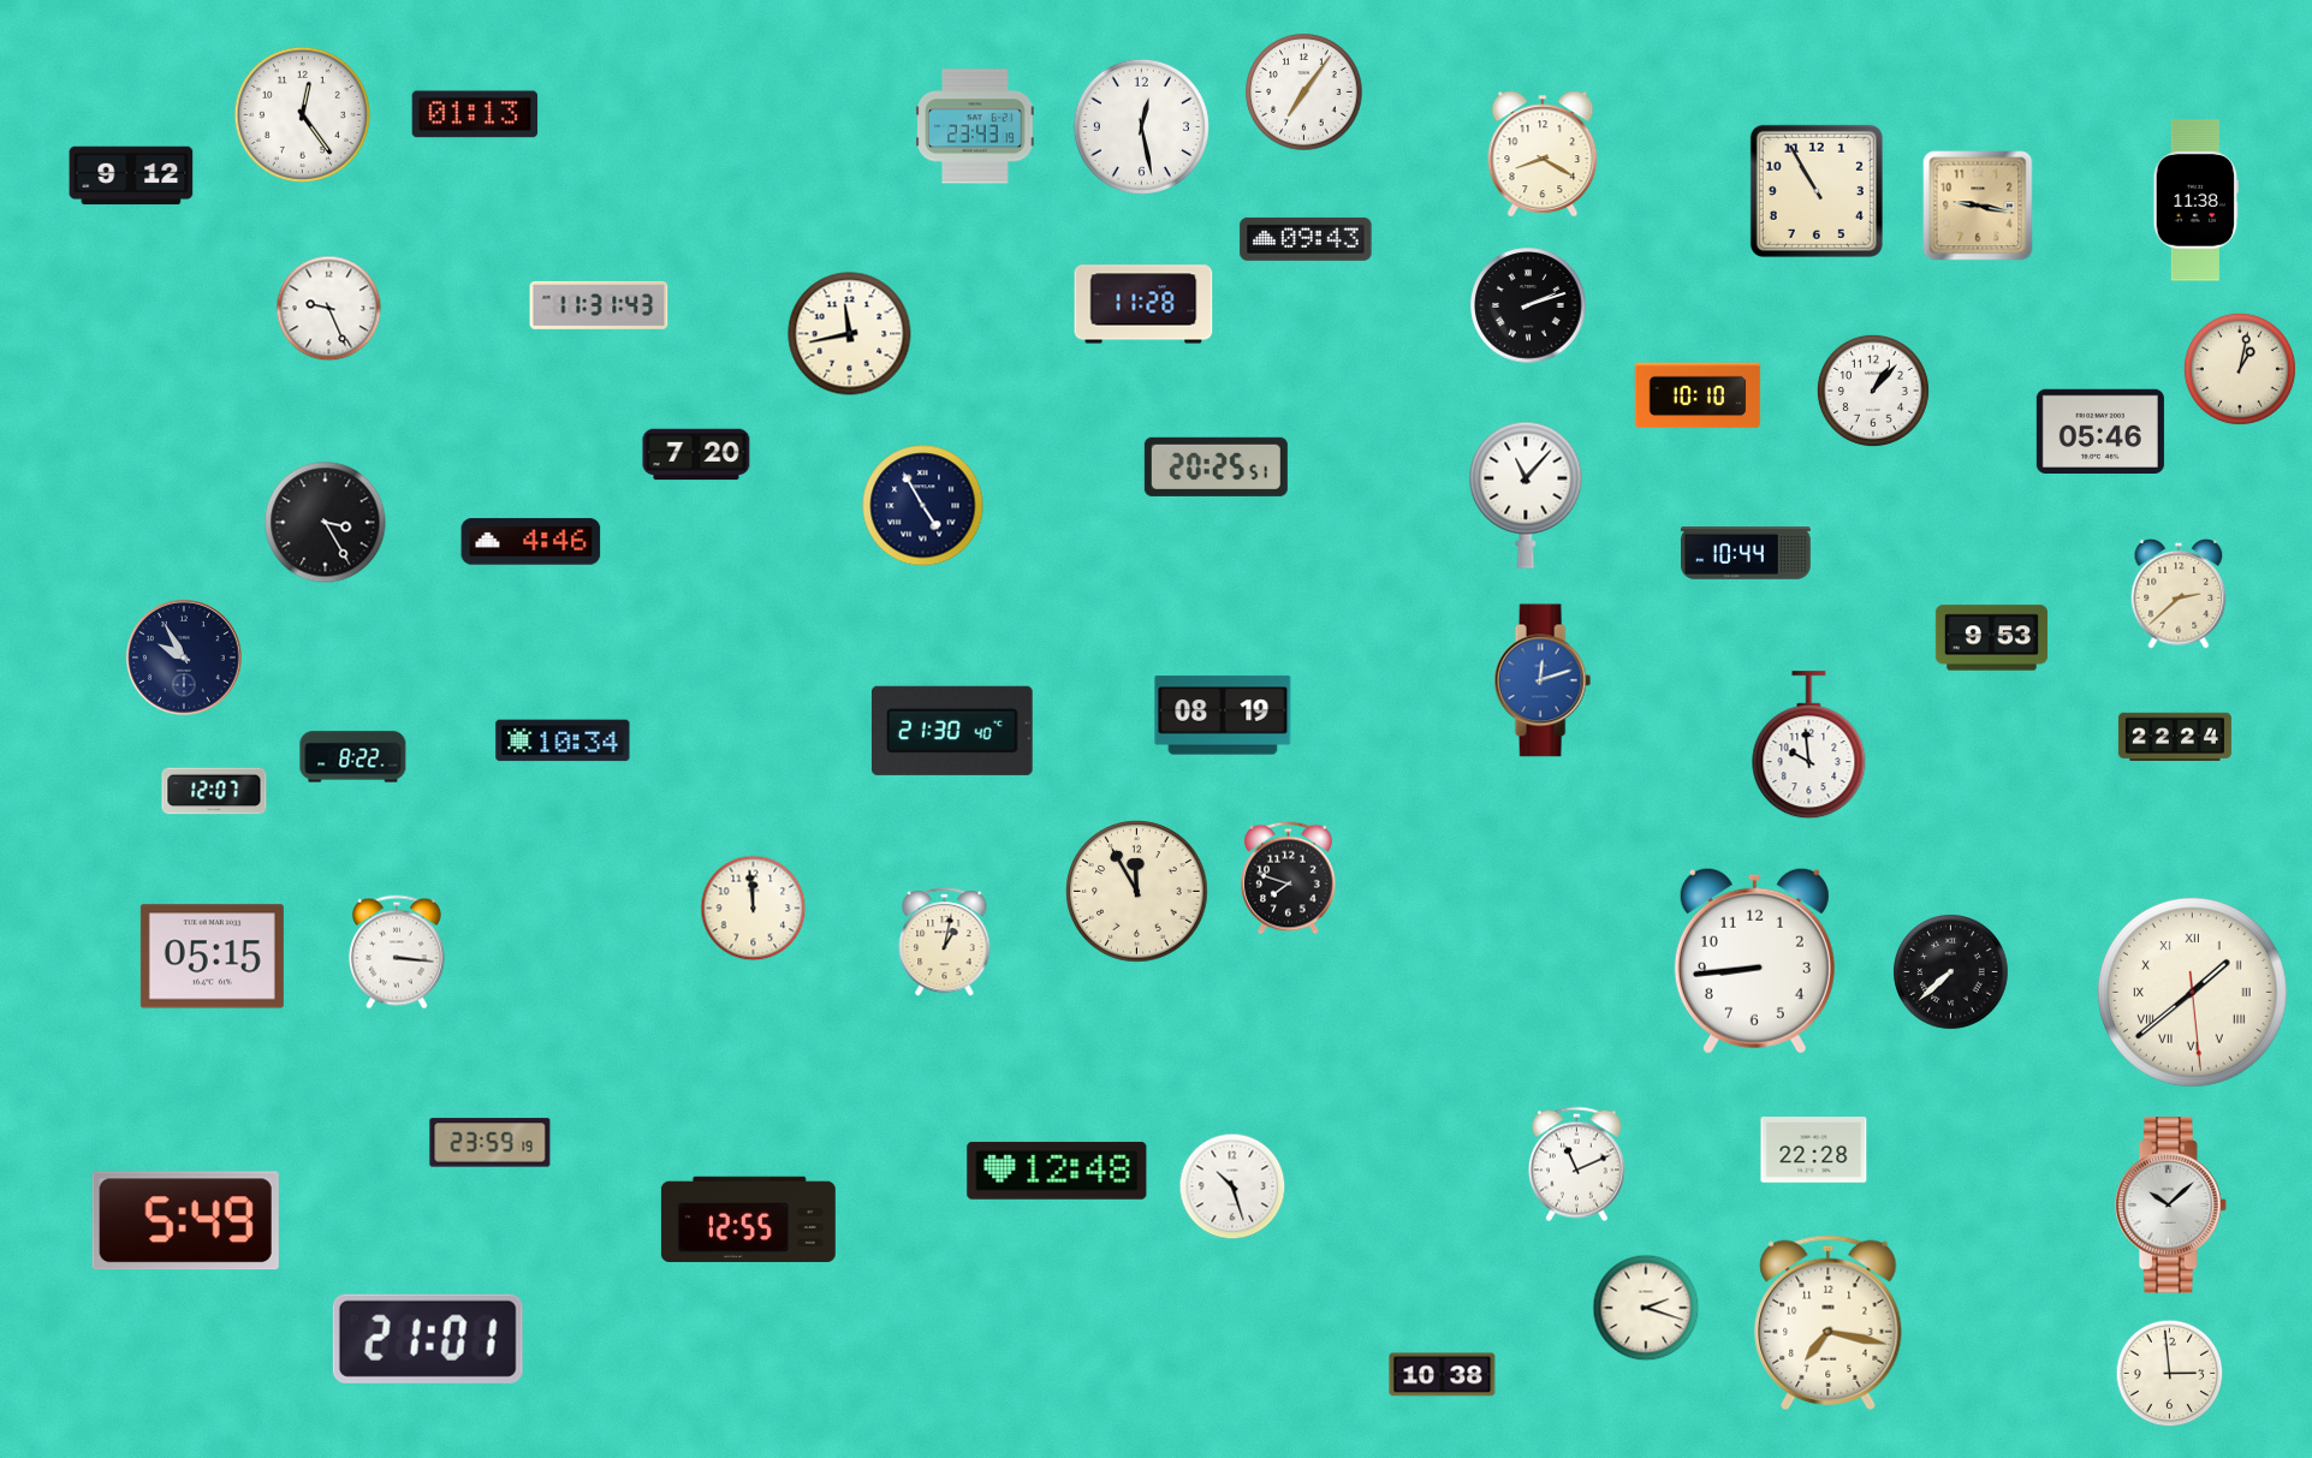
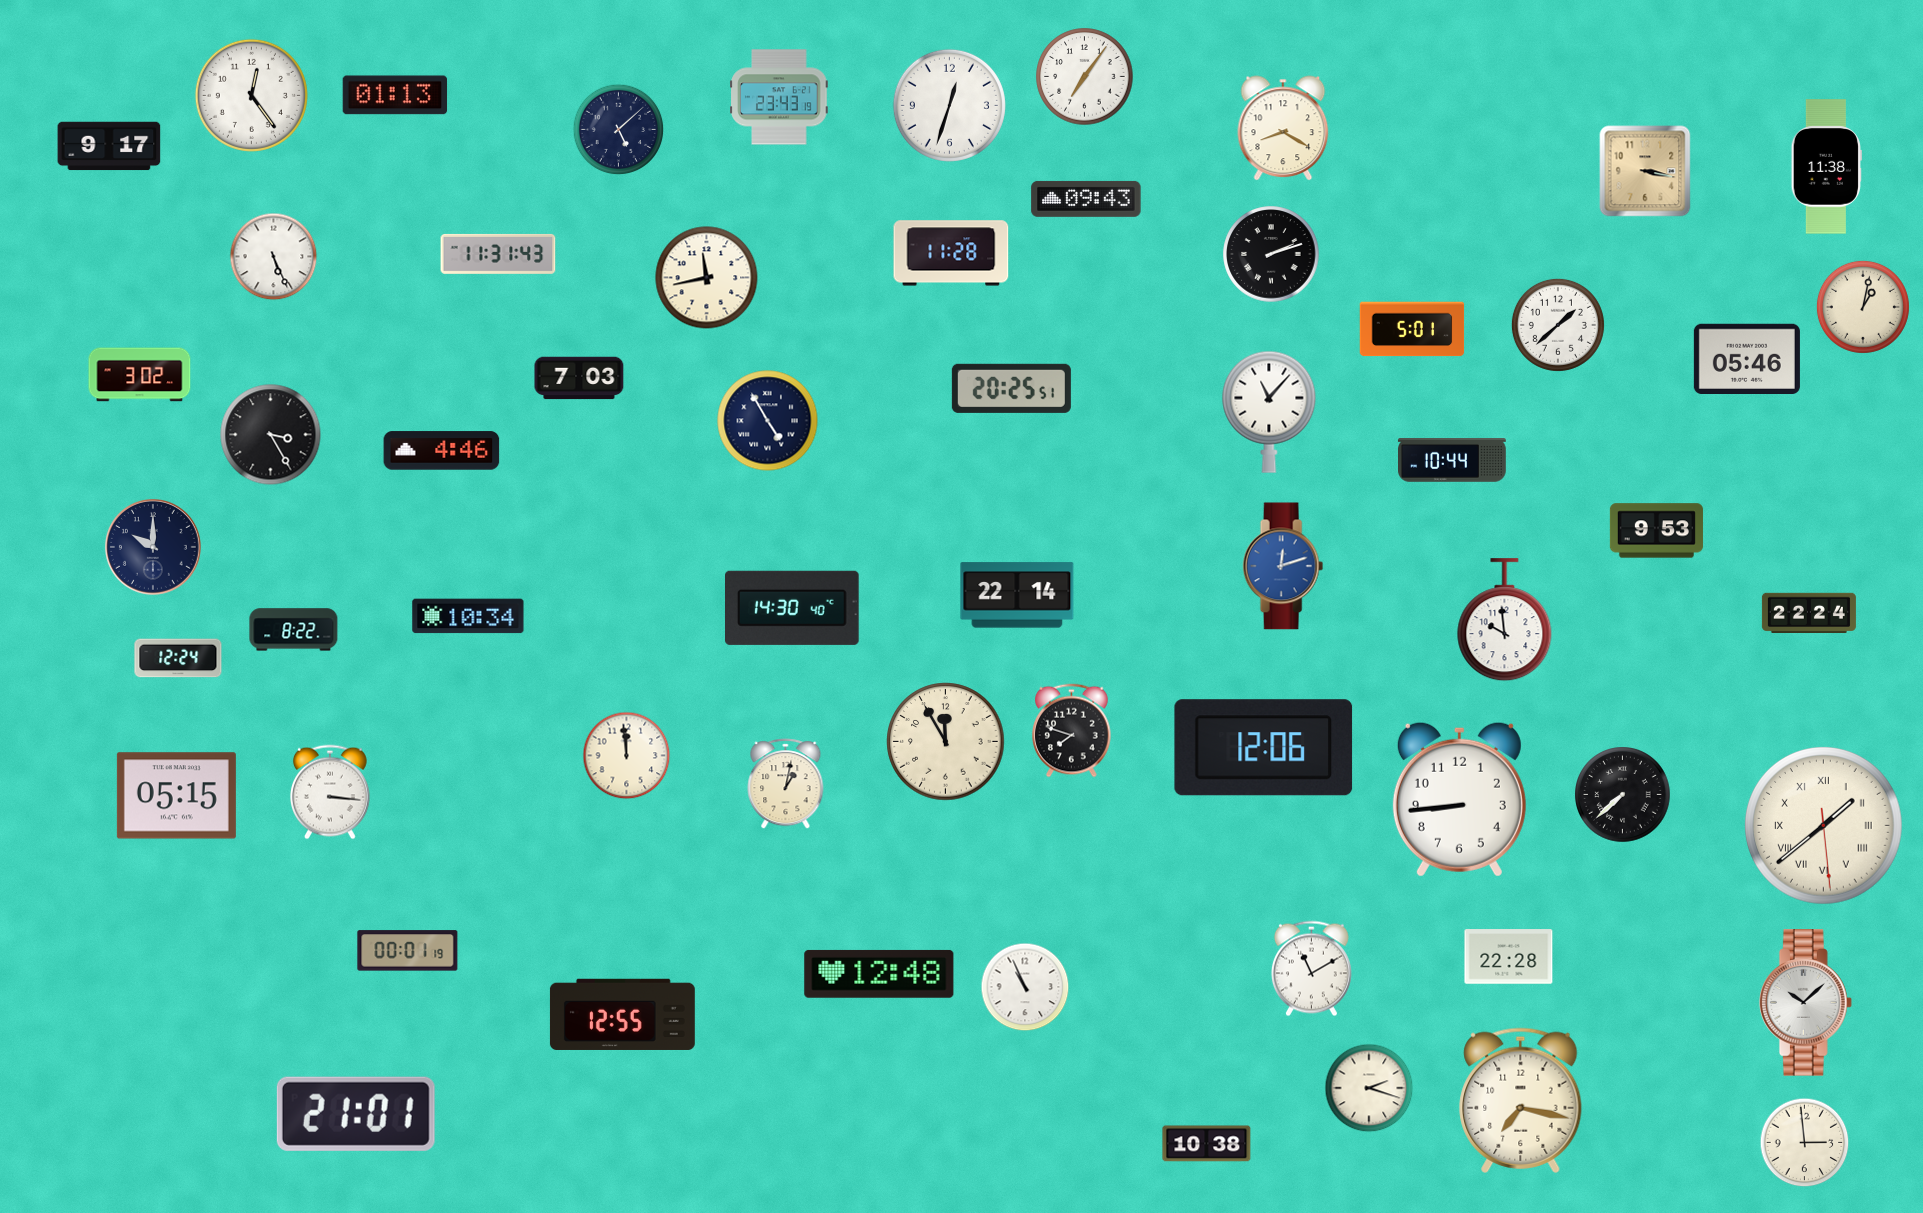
clock at (975, 126) position: (975, 126) -> (779, 97)
clock at (1141, 126): 12:28 -> 12:33
clock at (619, 130): none -> 5:08
clock at (131, 175): 9:12 -> 9:17
clock at (1817, 191): 10:55 -> none
clock at (1978, 206): 9:17 -> 3:17
clock at (329, 309): 9:26 -> 5:26
clock at (1873, 391): 1:07 -> 1:38
clock at (1698, 395): 10:10 -> 5:01
clock at (140, 375): none -> 3:02
clock at (696, 454): 7:20 -> 7:03
clock at (2179, 594): 2:38 -> none
clock at (184, 657): 9:55 -> 10:00
clock at (1223, 715): 08:19 -> 22:14
clock at (953, 731): 21:30 -> 14:30
clock at (214, 791): 12:07 -> 12:24
clock at (1264, 748): none -> 12:06
clock at (1951, 972) position: (1951, 972) -> (1623, 795)
clock at (491, 1143): 23:59 -> 00:01
clock at (1576, 1165): 11:11 -> 11:10
clock at (1232, 1186): 10:27 -> 10:56
clock at (185, 1221): 5:49 -> none
clock at (1443, 1375) position: (1443, 1375) -> (1207, 1144)
